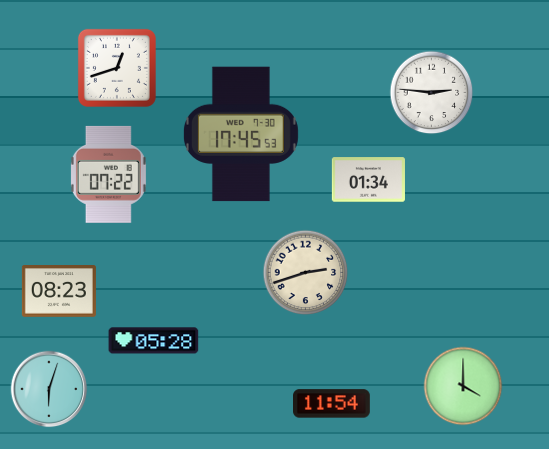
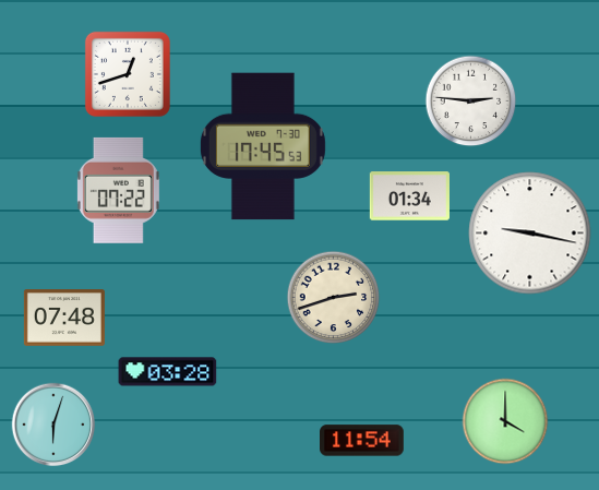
clock at (368, 180) position: (368, 180) -> (409, 196)
clock at (530, 234): none -> 9:17
clock at (59, 292): 08:23 -> 07:48
clock at (154, 341): 05:28 -> 03:28
